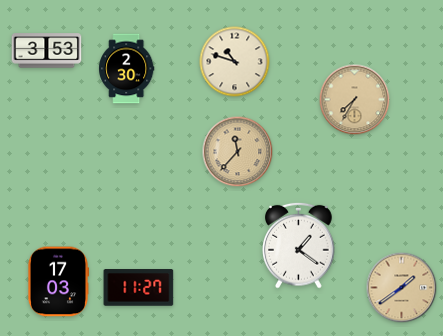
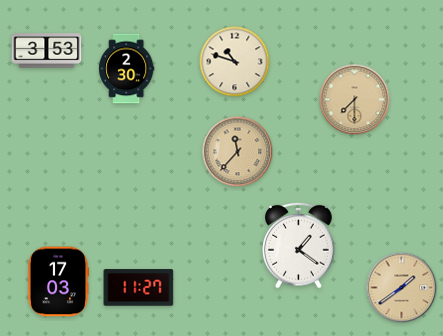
clock at (355, 100): 7:35 -> 7:30
